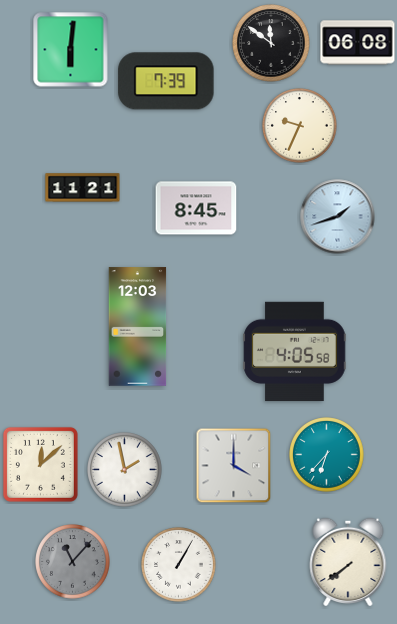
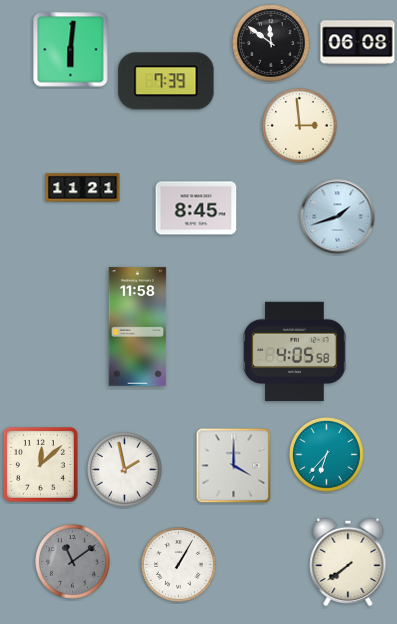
clock at (300, 126): 9:34 -> 2:59
clock at (138, 327): 12:03 -> 11:58
clock at (73, 562): 11:07 -> 11:09
